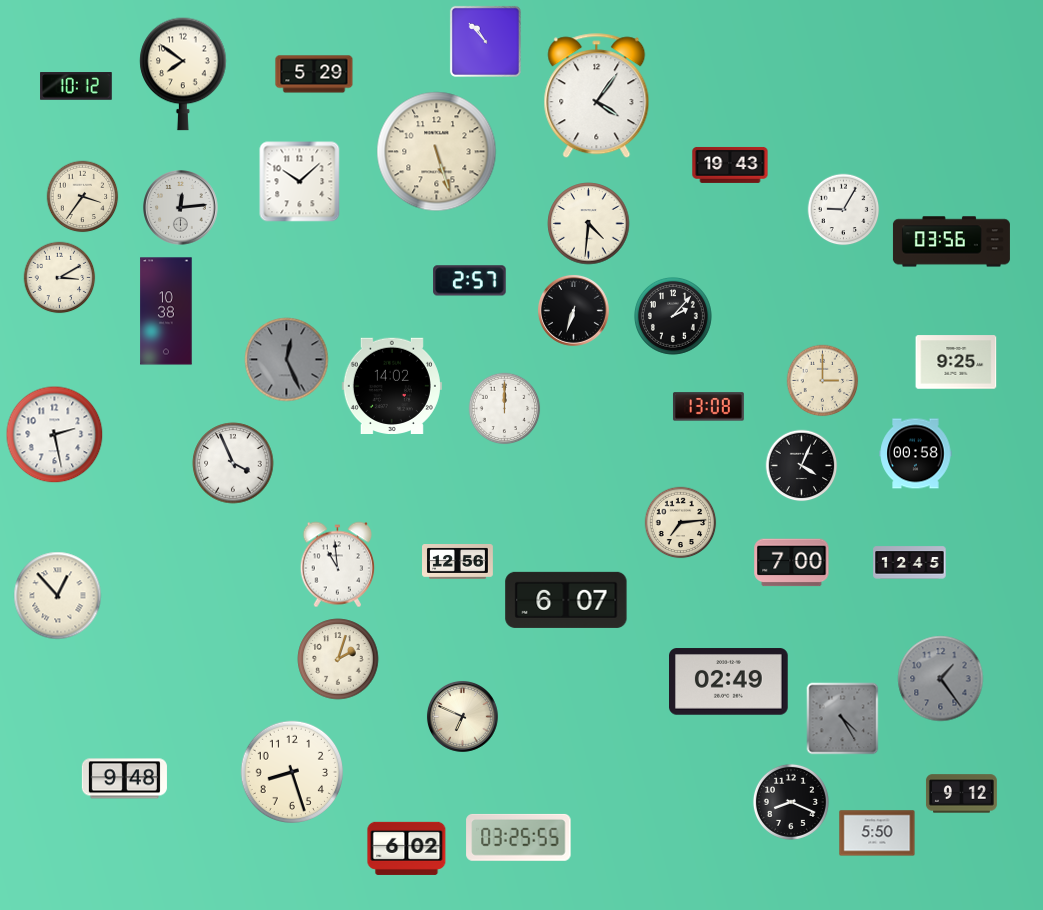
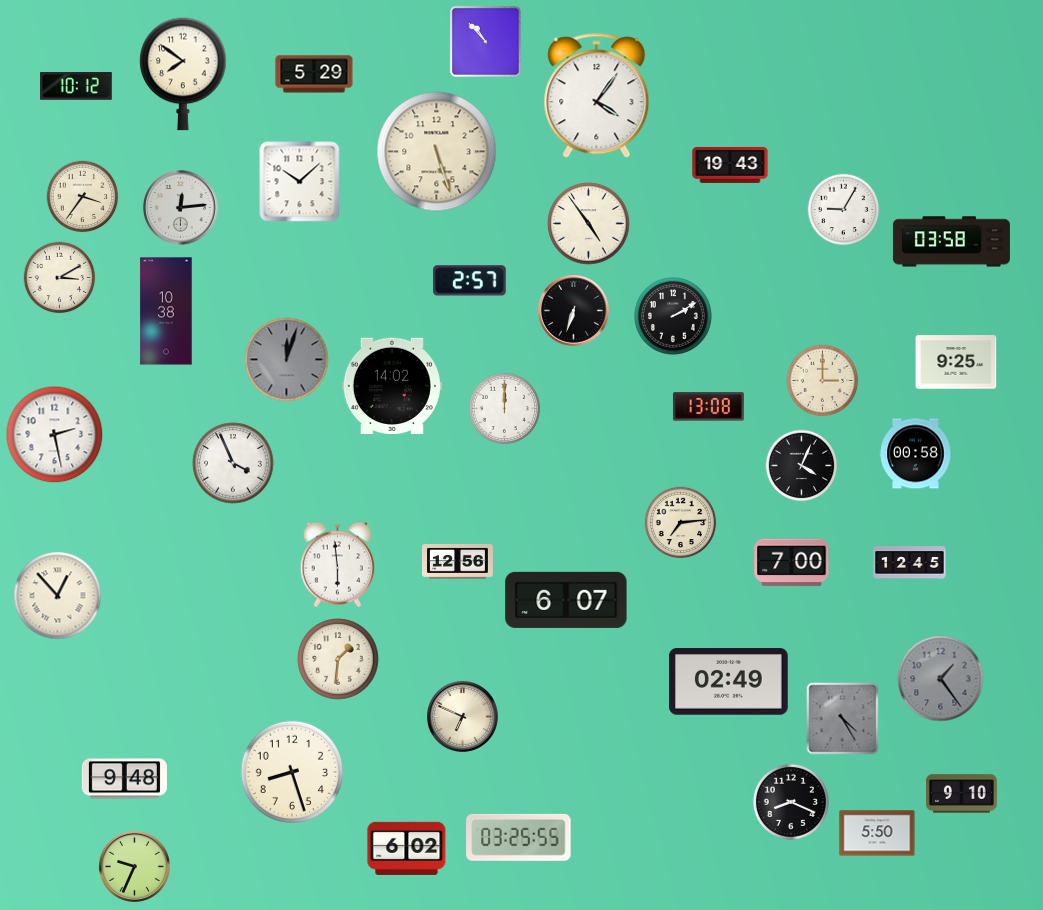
clock at (589, 224): 4:31 -> 4:54
clock at (951, 242): 03:56 -> 03:58
clock at (673, 316): 2:07 -> 2:10
clock at (287, 360): 12:26 -> 12:03
clock at (338, 565): 10:59 -> 5:59
clock at (338, 659): 2:03 -> 1:31
clock at (961, 794): 9:12 -> 9:10
clock at (134, 866): none -> 9:34
